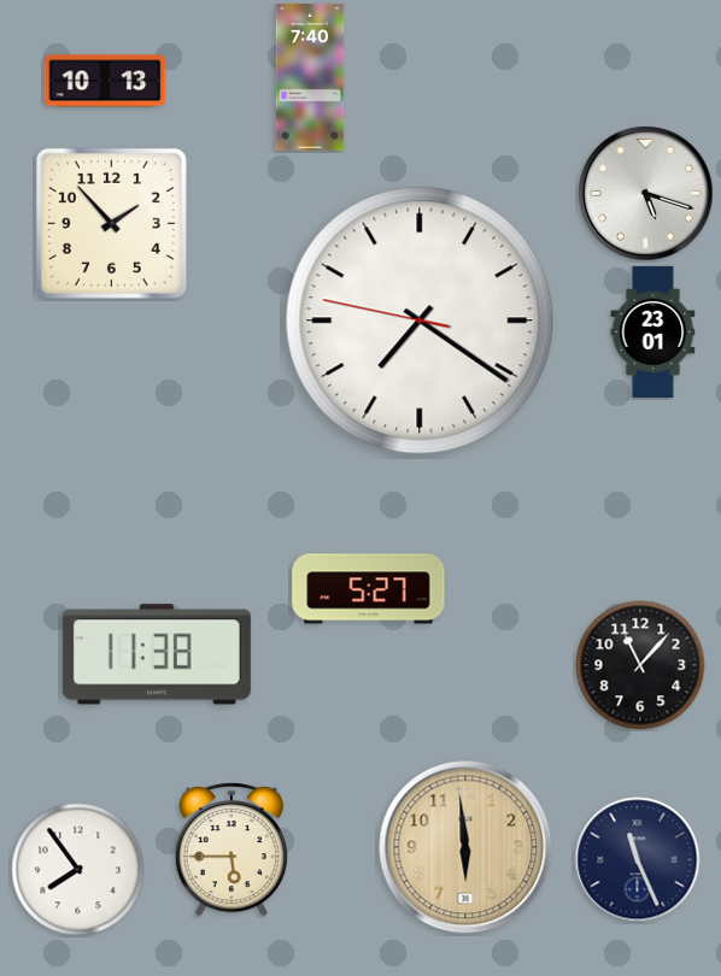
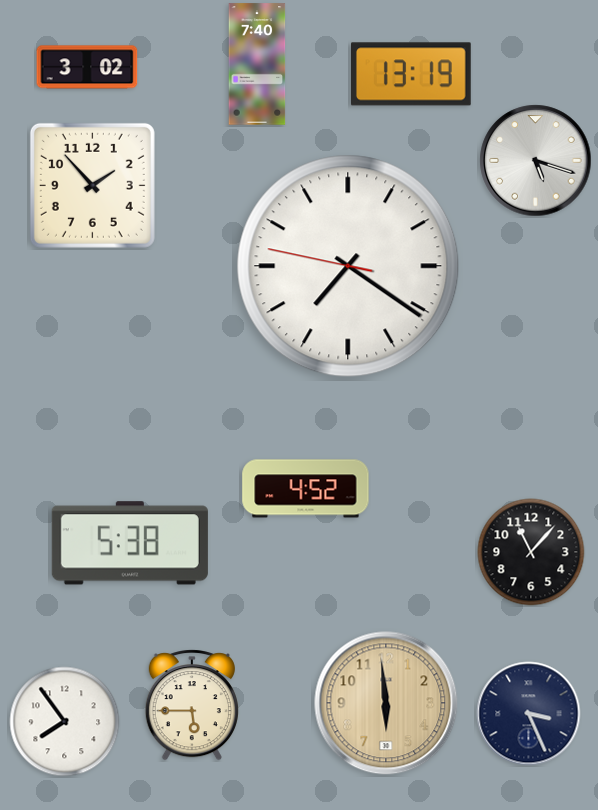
clock at (105, 81): 10:13 -> 3:02
clock at (412, 74): none -> 13:19
clock at (653, 331): 23:01 -> none
clock at (369, 589): 5:27 -> 4:52
clock at (157, 654): 11:38 -> 5:38
clock at (638, 860): 11:26 -> 3:26
